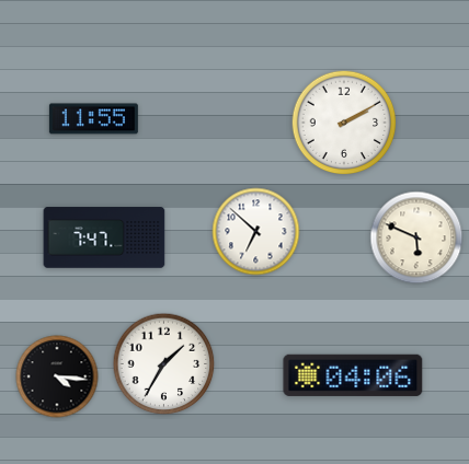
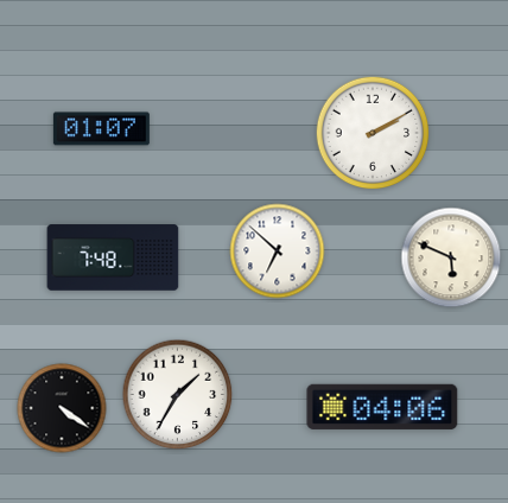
clock at (93, 119): 11:55 -> 01:07
clock at (104, 237): 7:47 -> 7:48
clock at (57, 376): 4:16 -> 4:21
